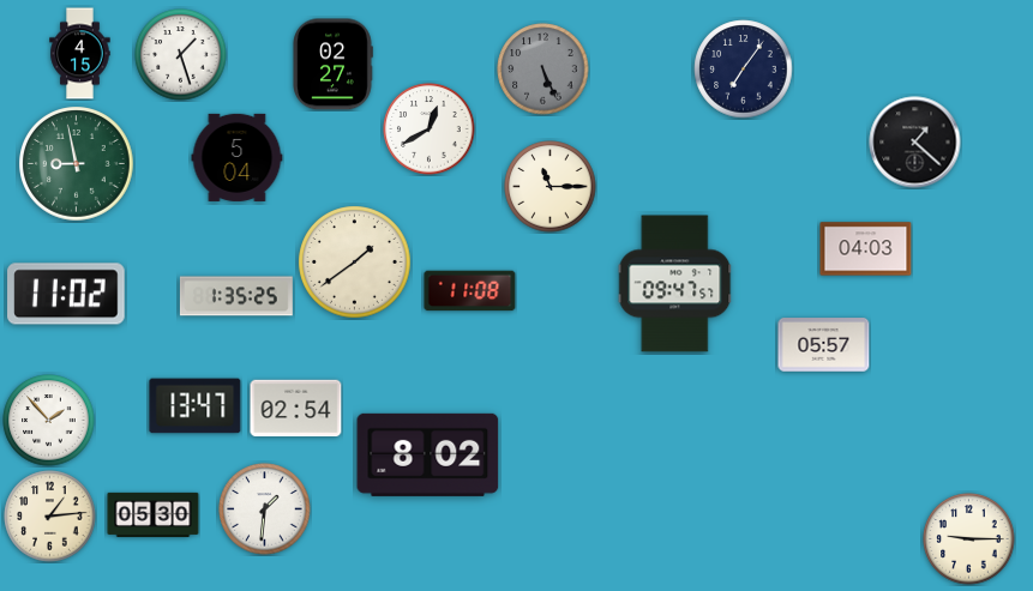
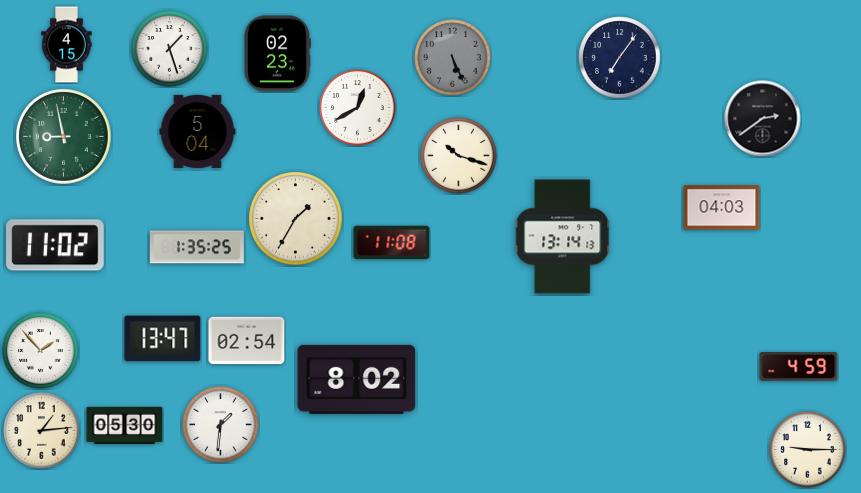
clock at (181, 55) position: (181, 55) -> (170, 49)
clock at (332, 65): 02:27 -> 02:23
clock at (915, 143): 1:22 -> 2:39
clock at (551, 187): 11:15 -> 10:18
clock at (355, 263): 1:39 -> 1:35
clock at (675, 284): 09:47 -> 13:14
clock at (824, 345): 05:57 -> none
clock at (799, 367): none -> 4:59
clock at (154, 514) position: (154, 514) -> (125, 425)
